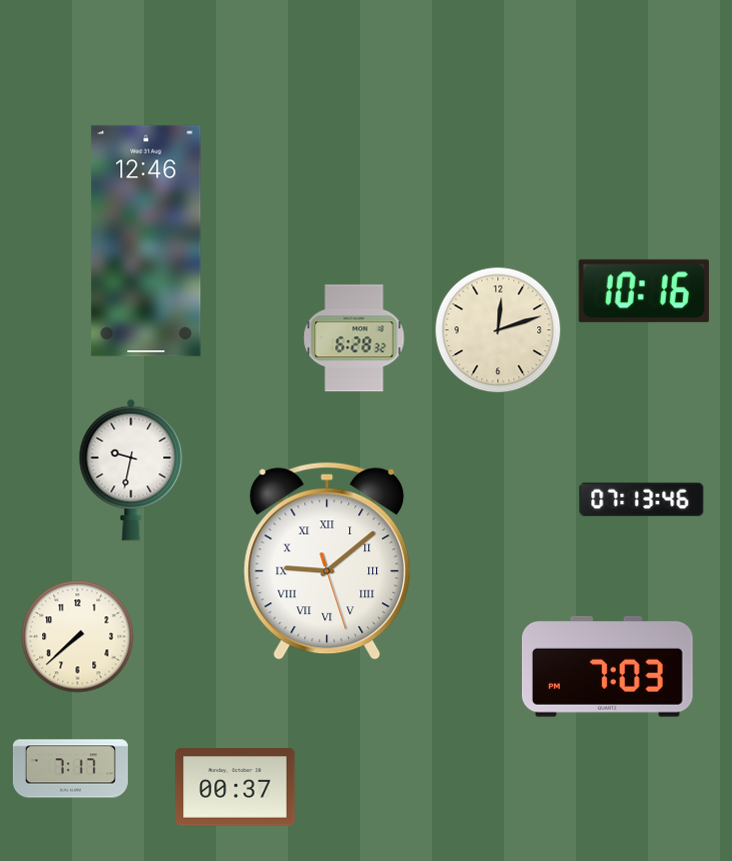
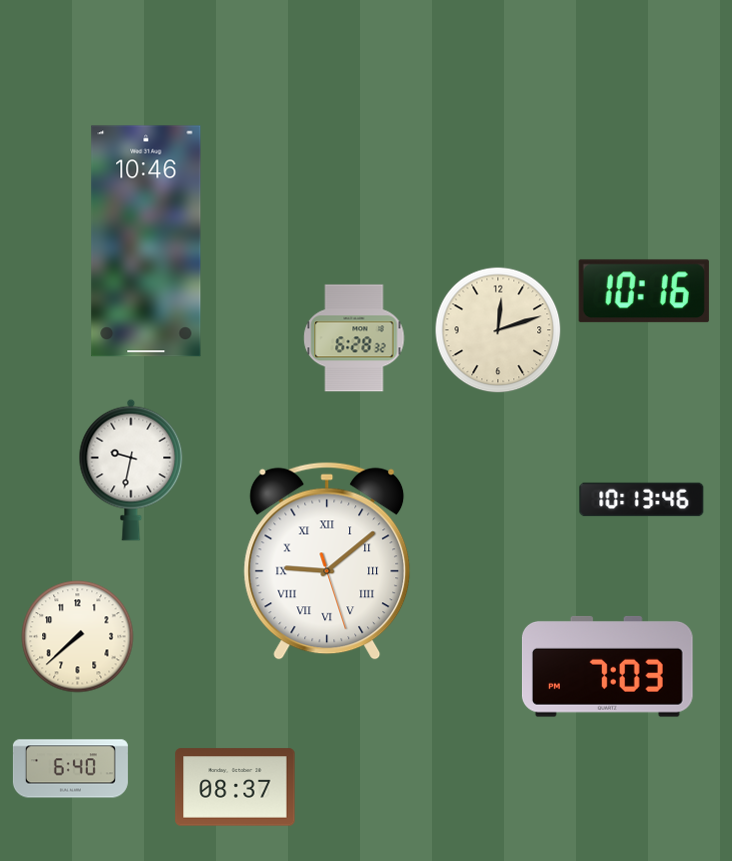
clock at (146, 241): 12:46 -> 10:46
clock at (642, 500): 07:13 -> 10:13
clock at (70, 769): 7:17 -> 6:40
clock at (235, 787): 00:37 -> 08:37
